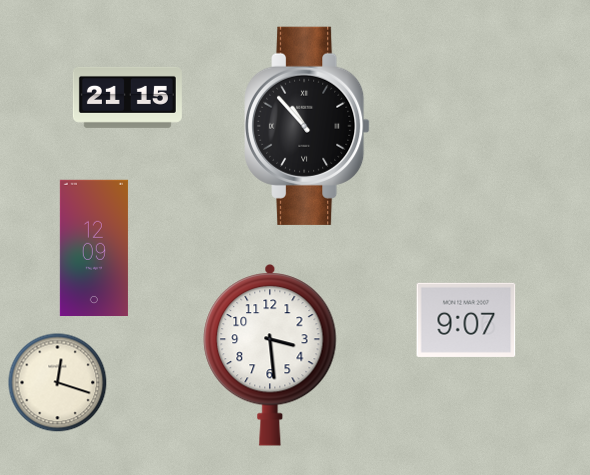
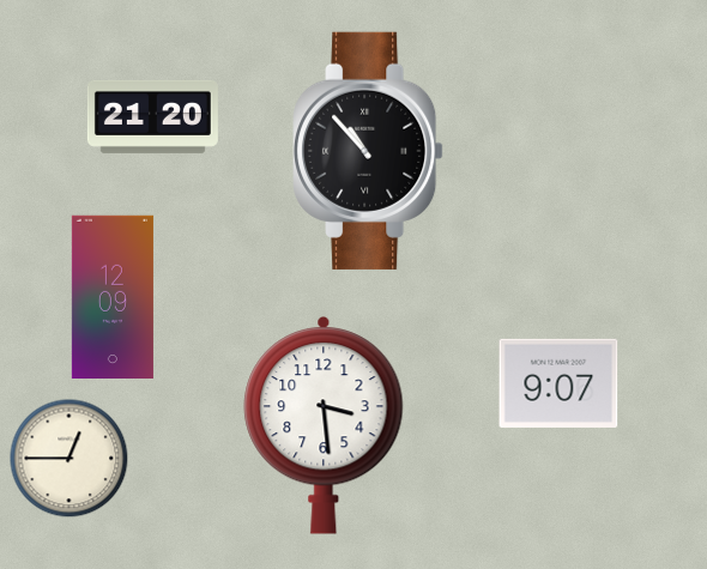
clock at (127, 97): 21:15 -> 21:20
clock at (58, 383): 12:18 -> 12:45
